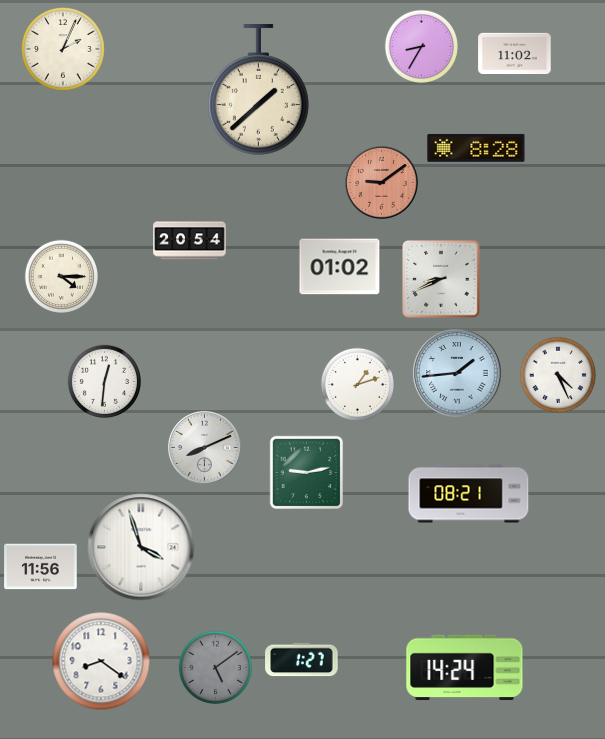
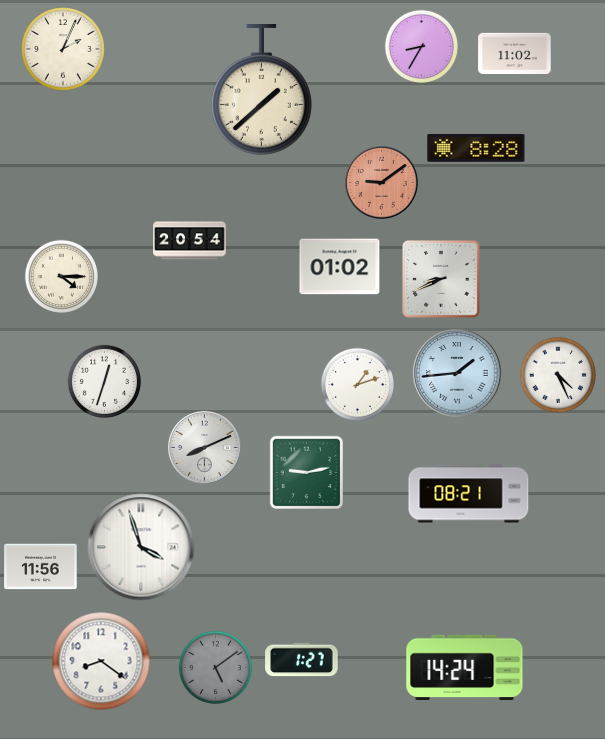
clock at (258, 90) position: (258, 90) -> (261, 90)
clock at (104, 381): 12:31 -> 12:33
